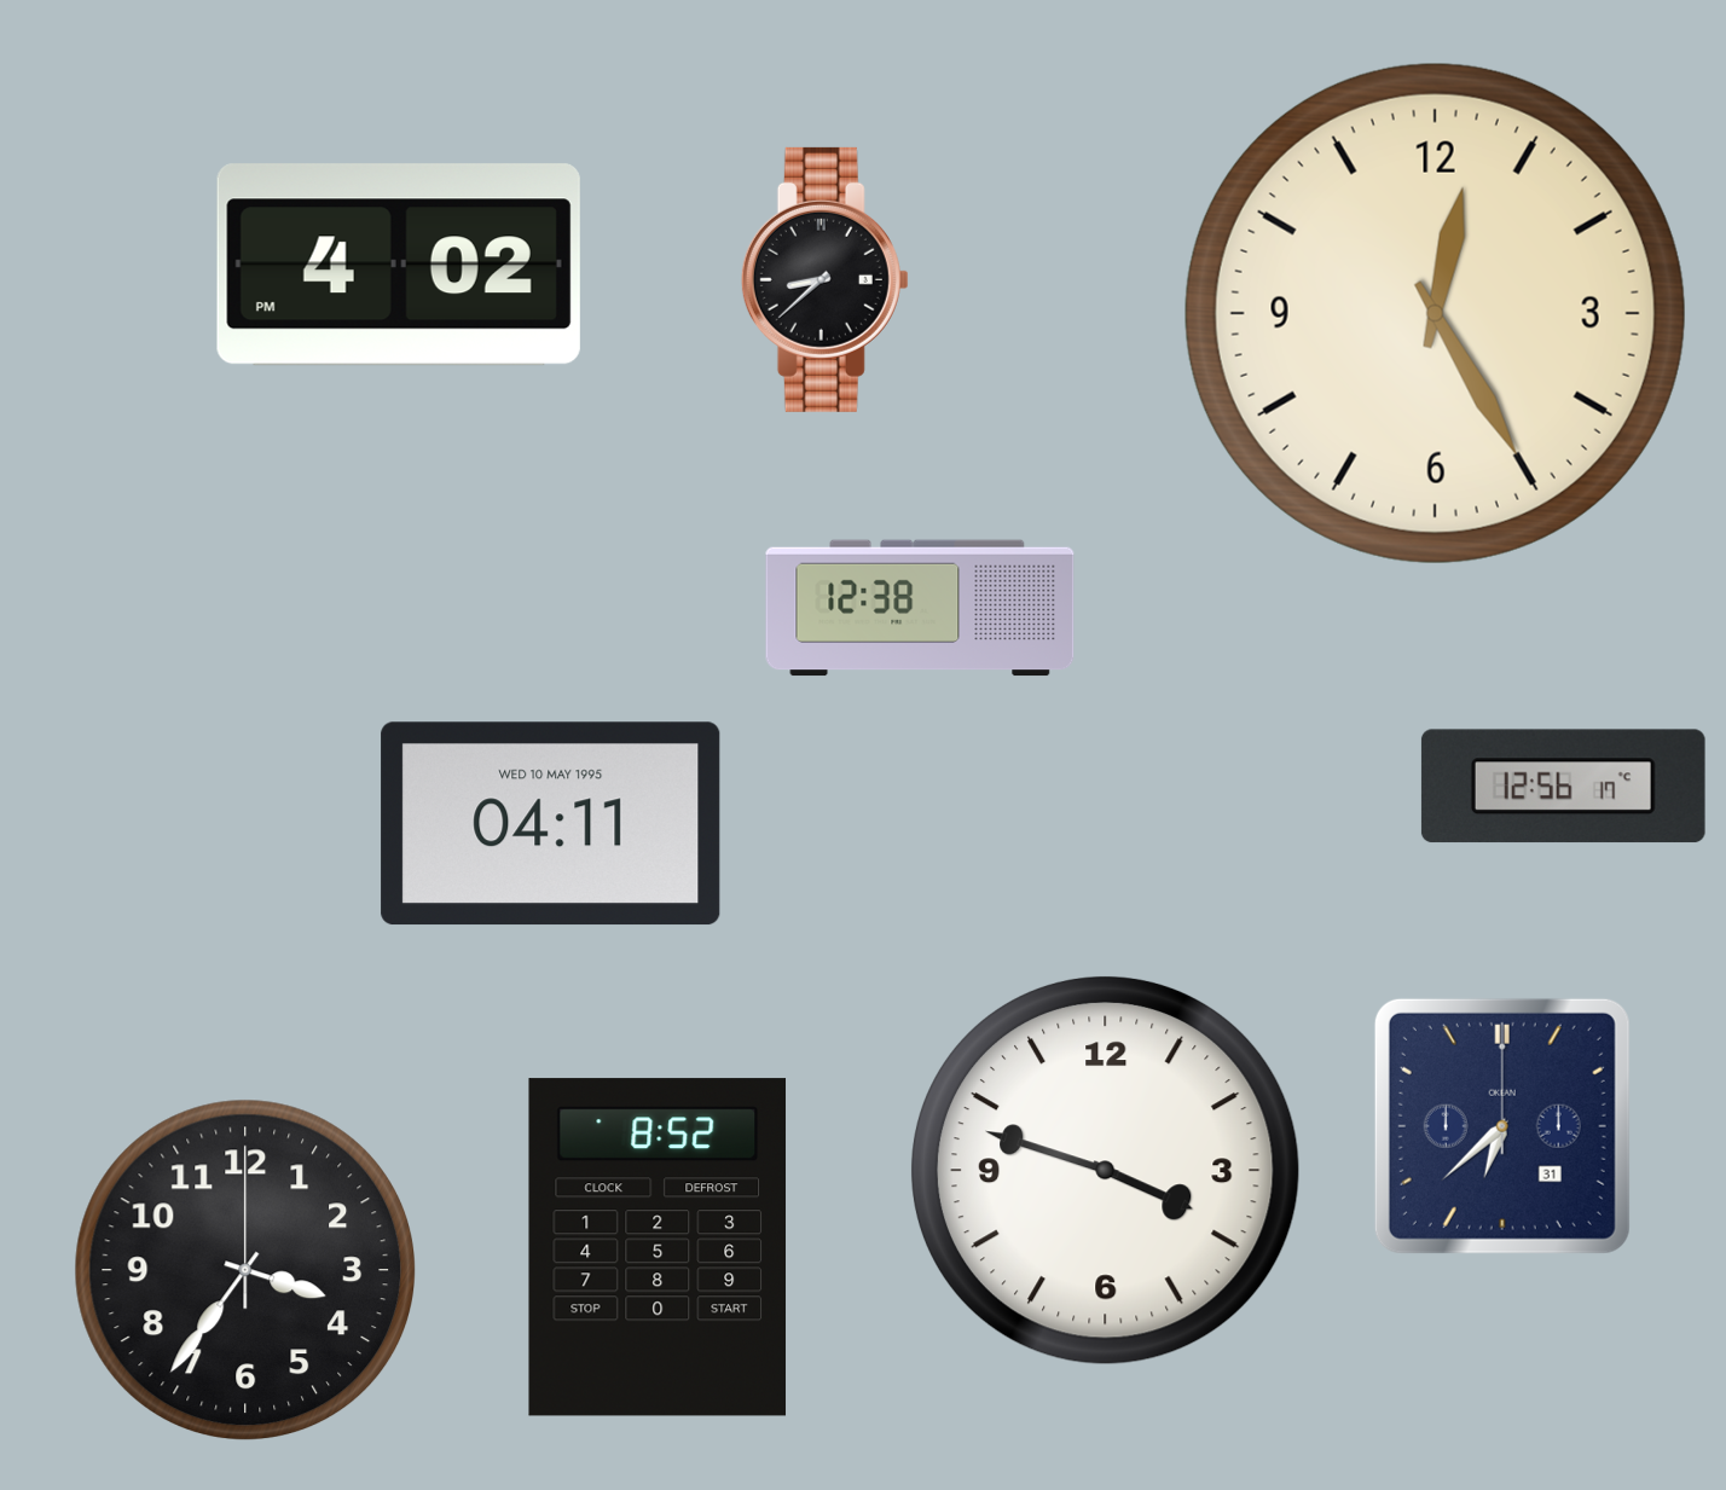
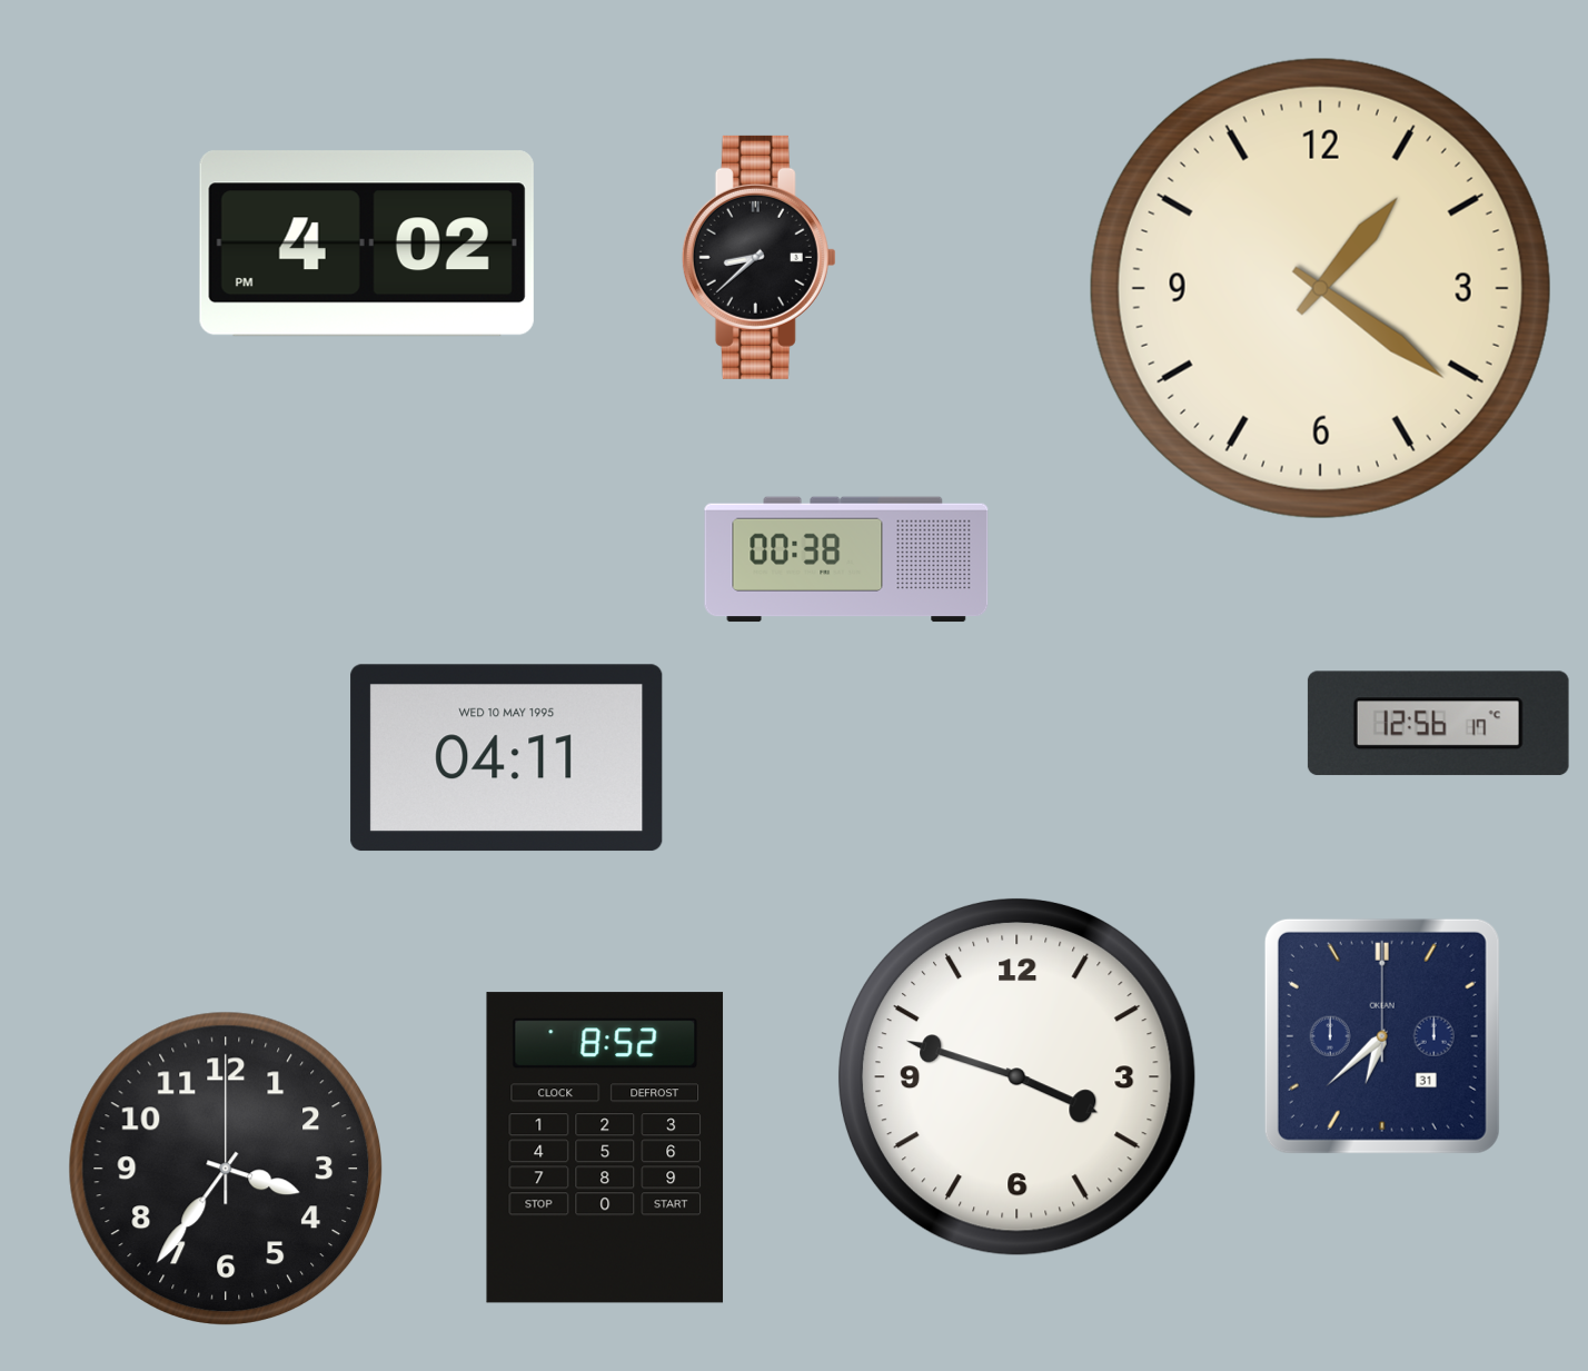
clock at (1435, 313): 12:25 -> 1:21
clock at (920, 608): 12:38 -> 00:38
